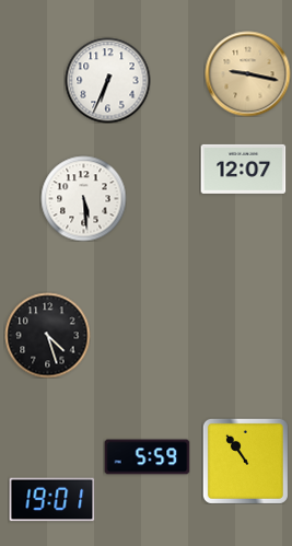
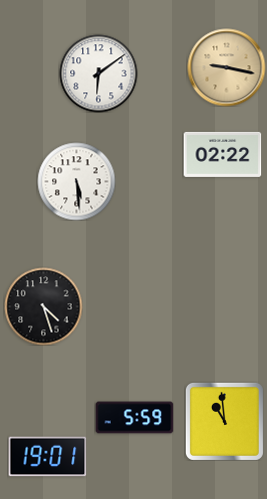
clock at (107, 80): 6:34 -> 6:09
clock at (243, 169): 12:07 -> 02:22
clock at (245, 461): 10:54 -> 10:59
